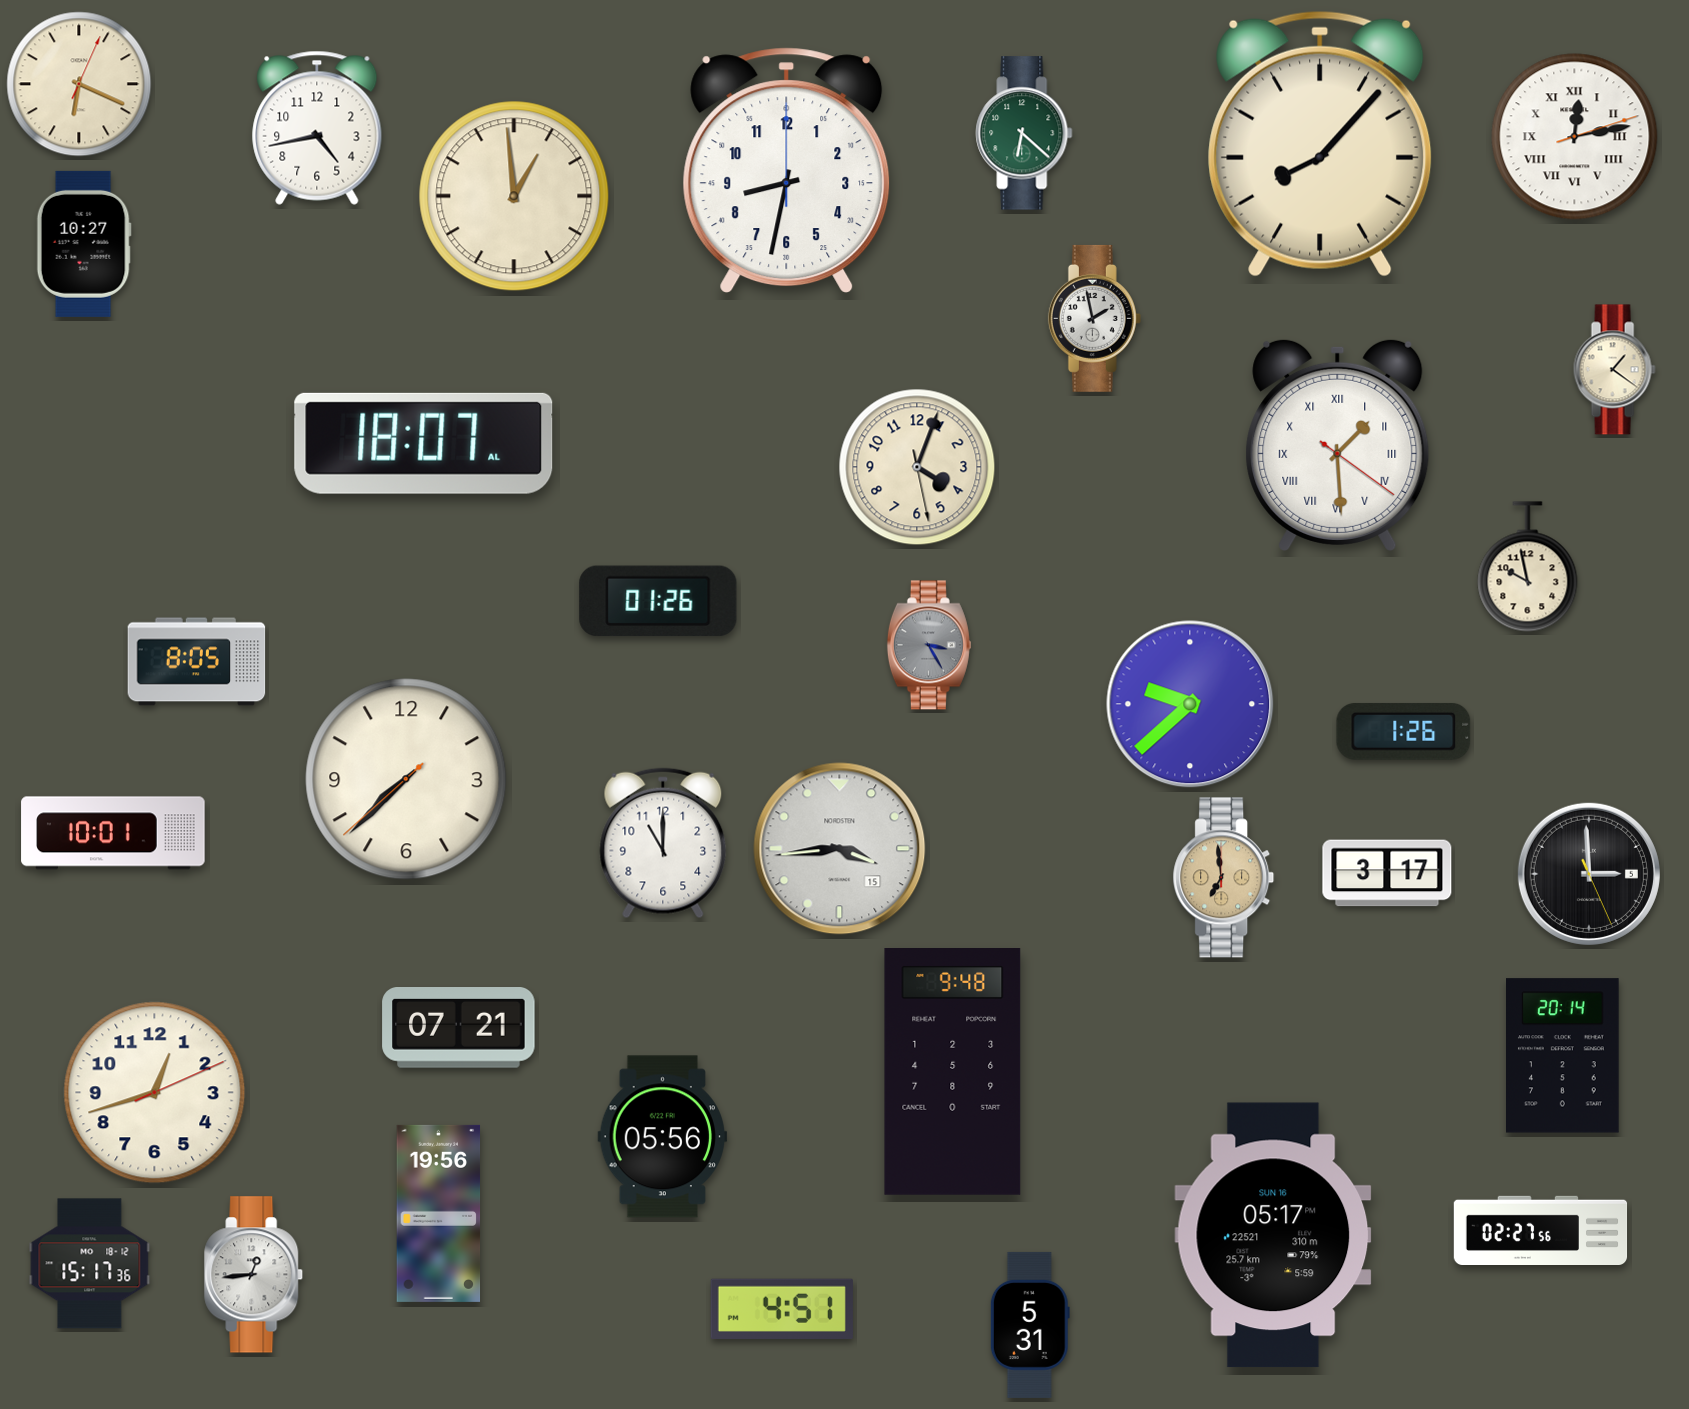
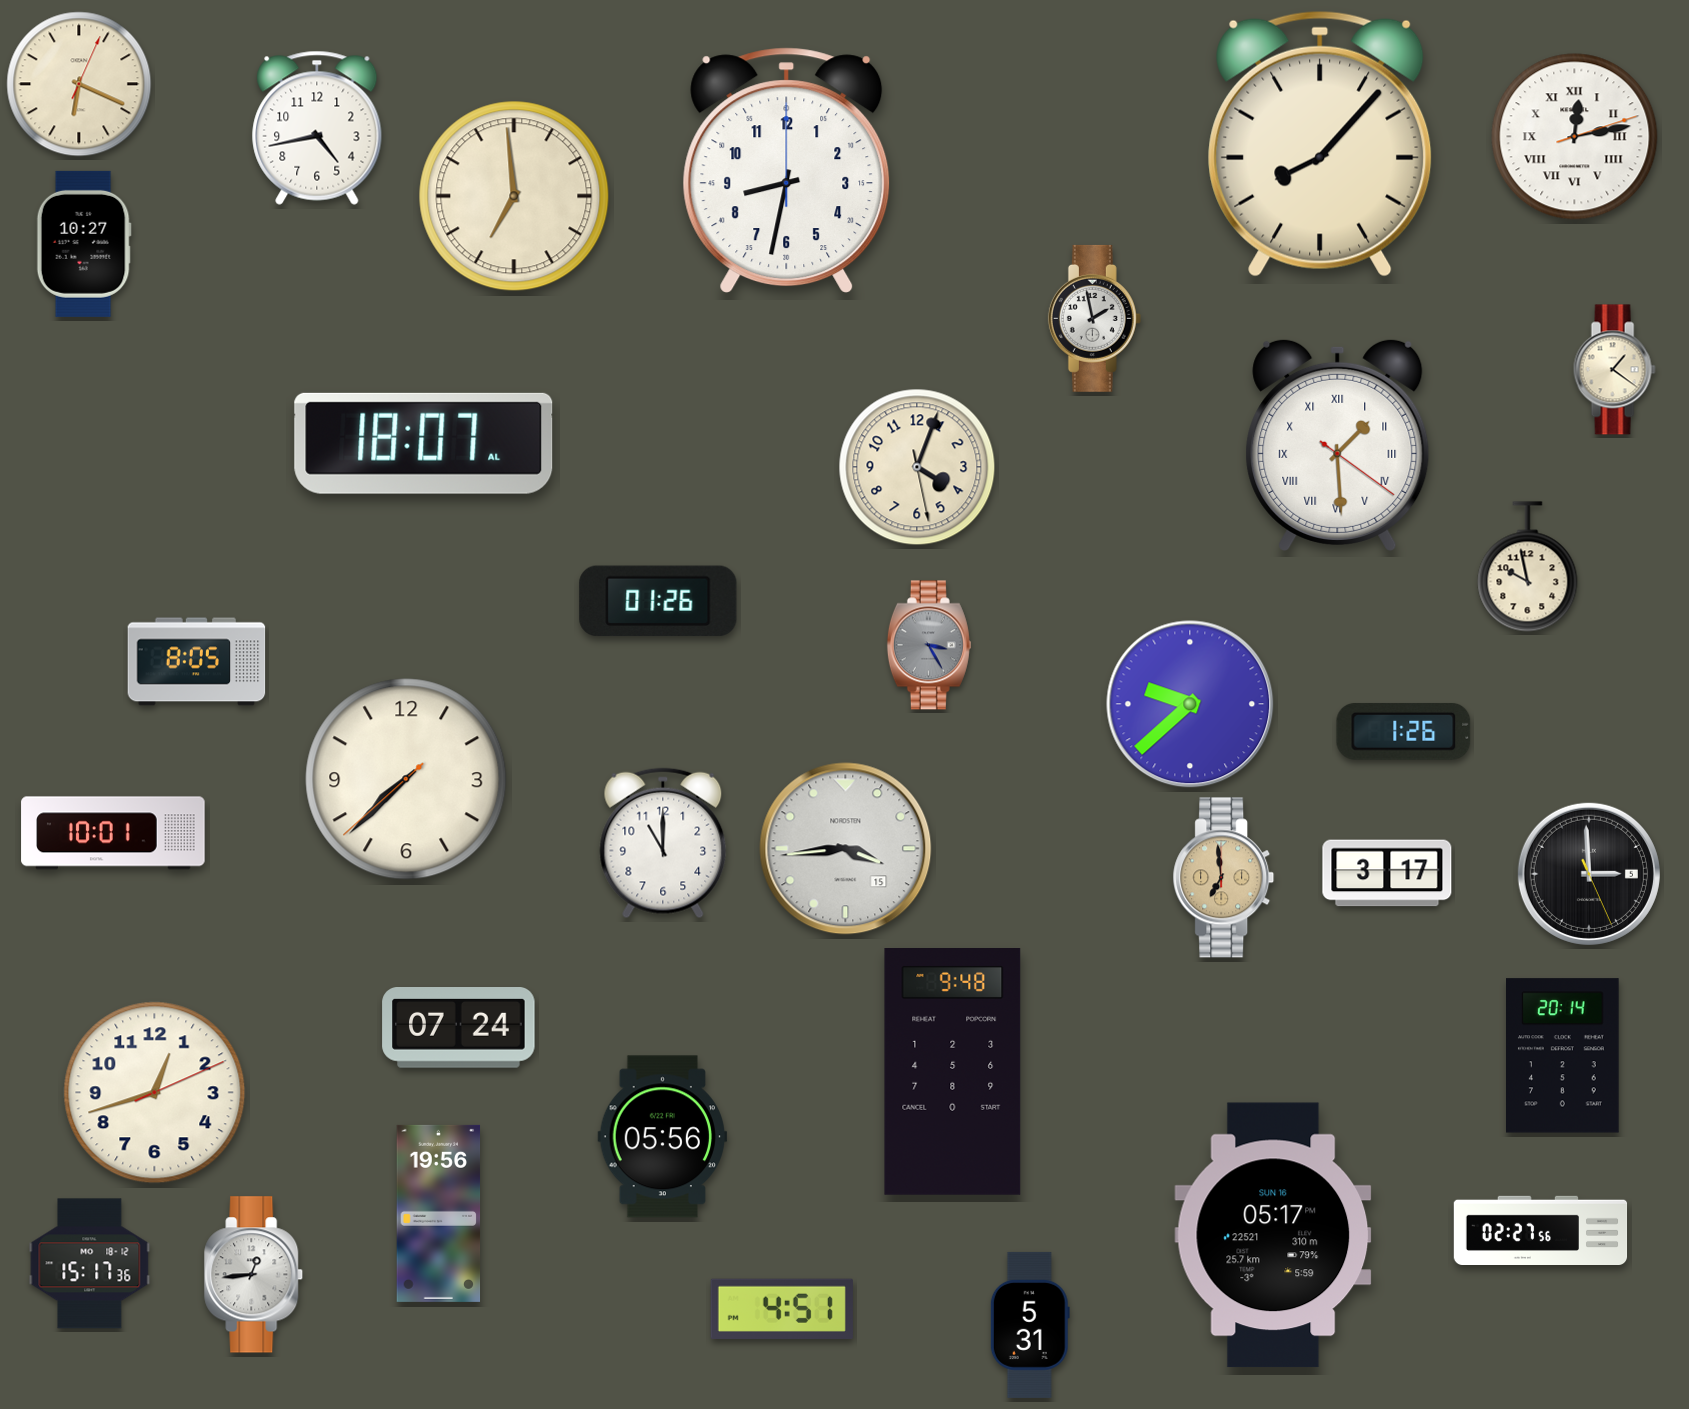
clock at (1024, 133): 6:22 -> none
clock at (514, 196): 12:59 -> 6:59
clock at (840, 849) position: (840, 849) -> (846, 849)
clock at (459, 1028): 07:21 -> 07:24
